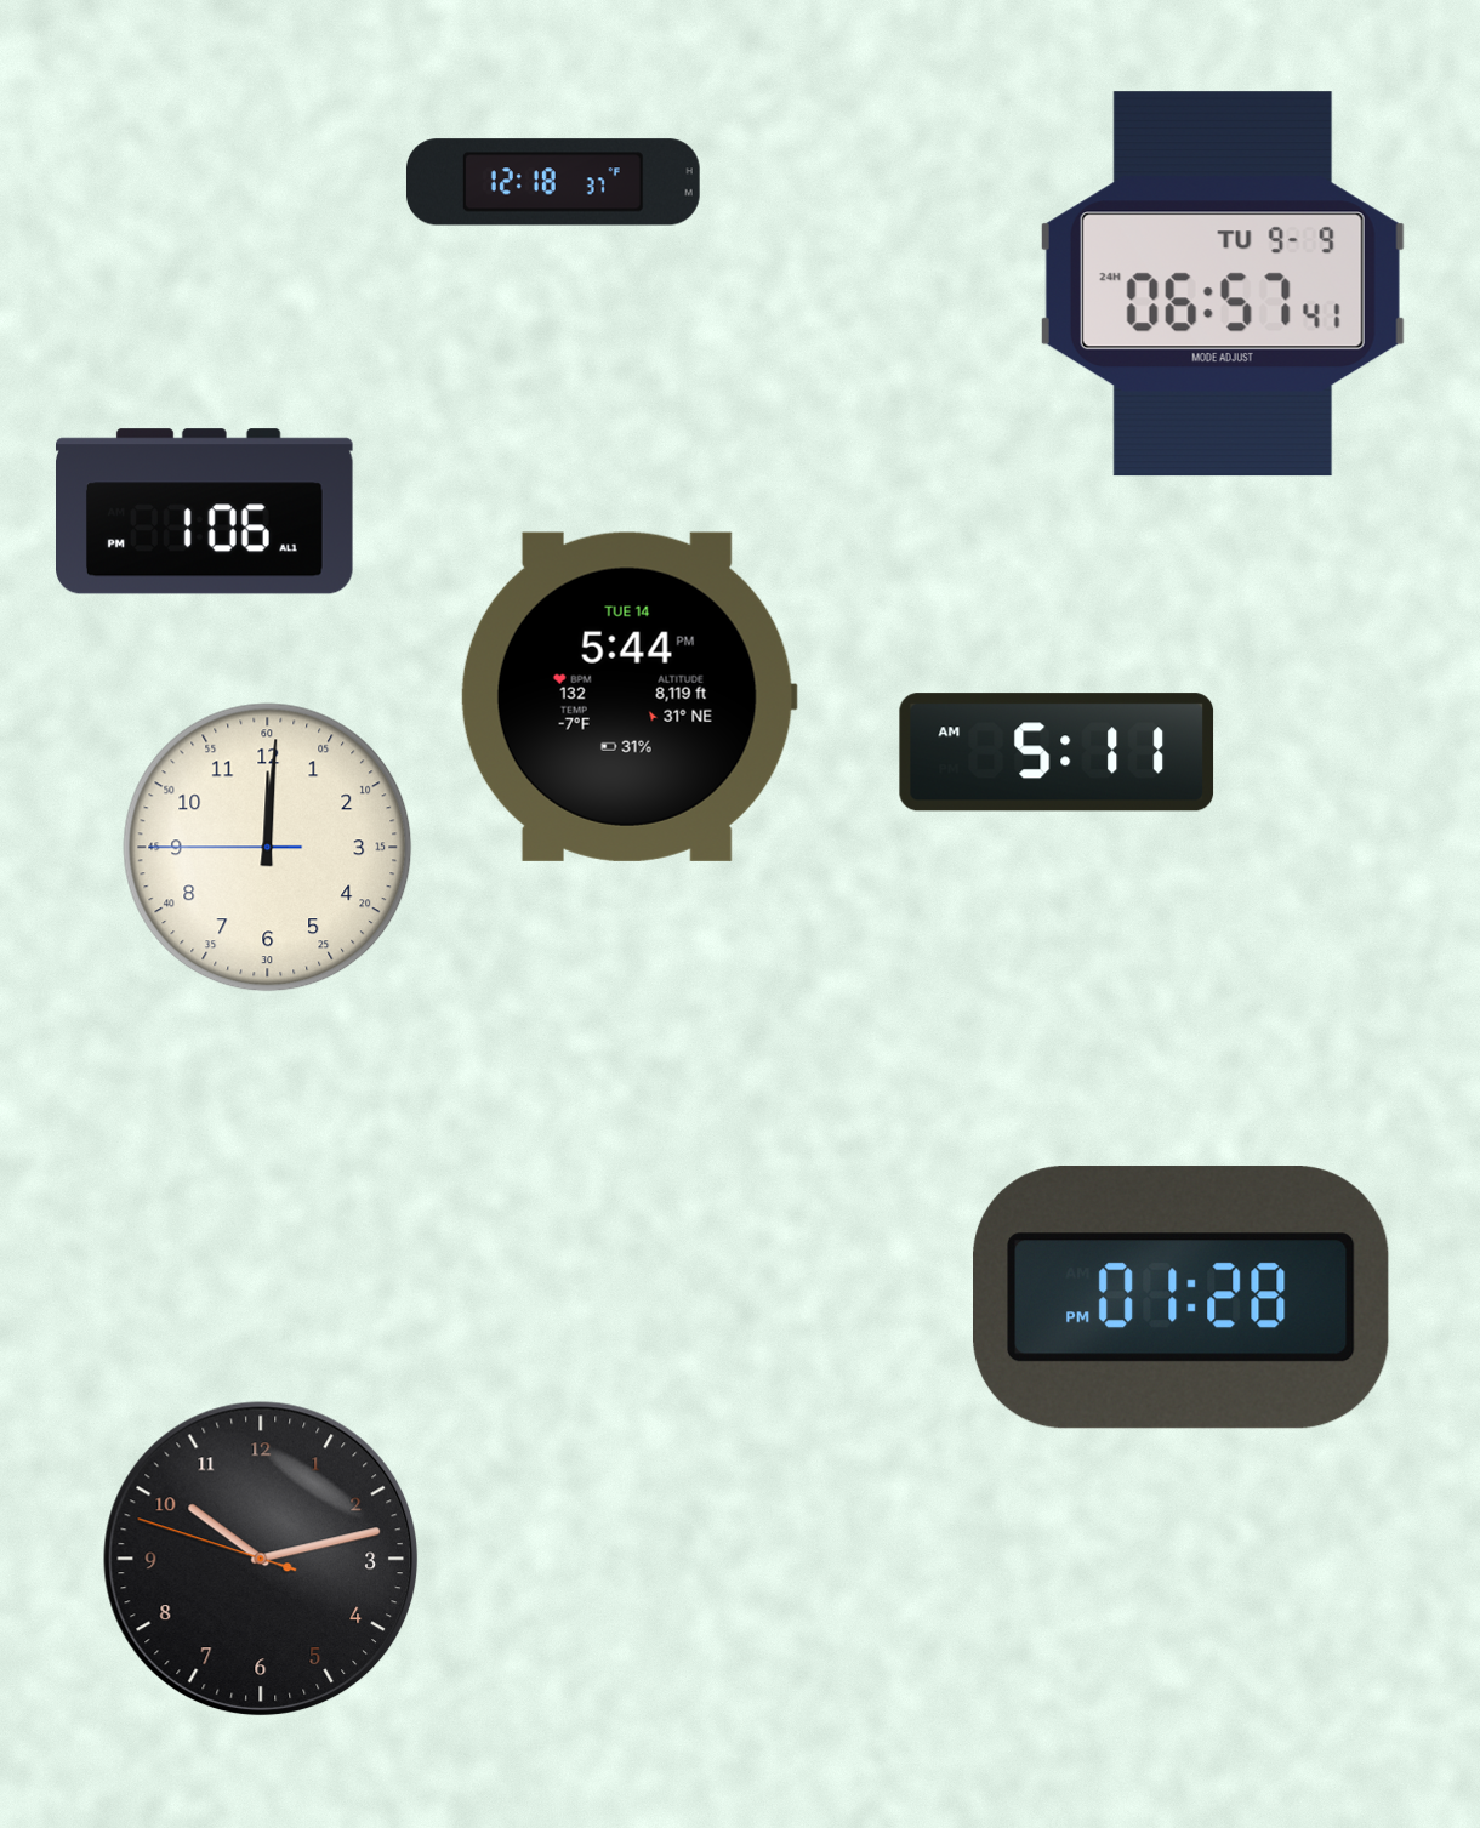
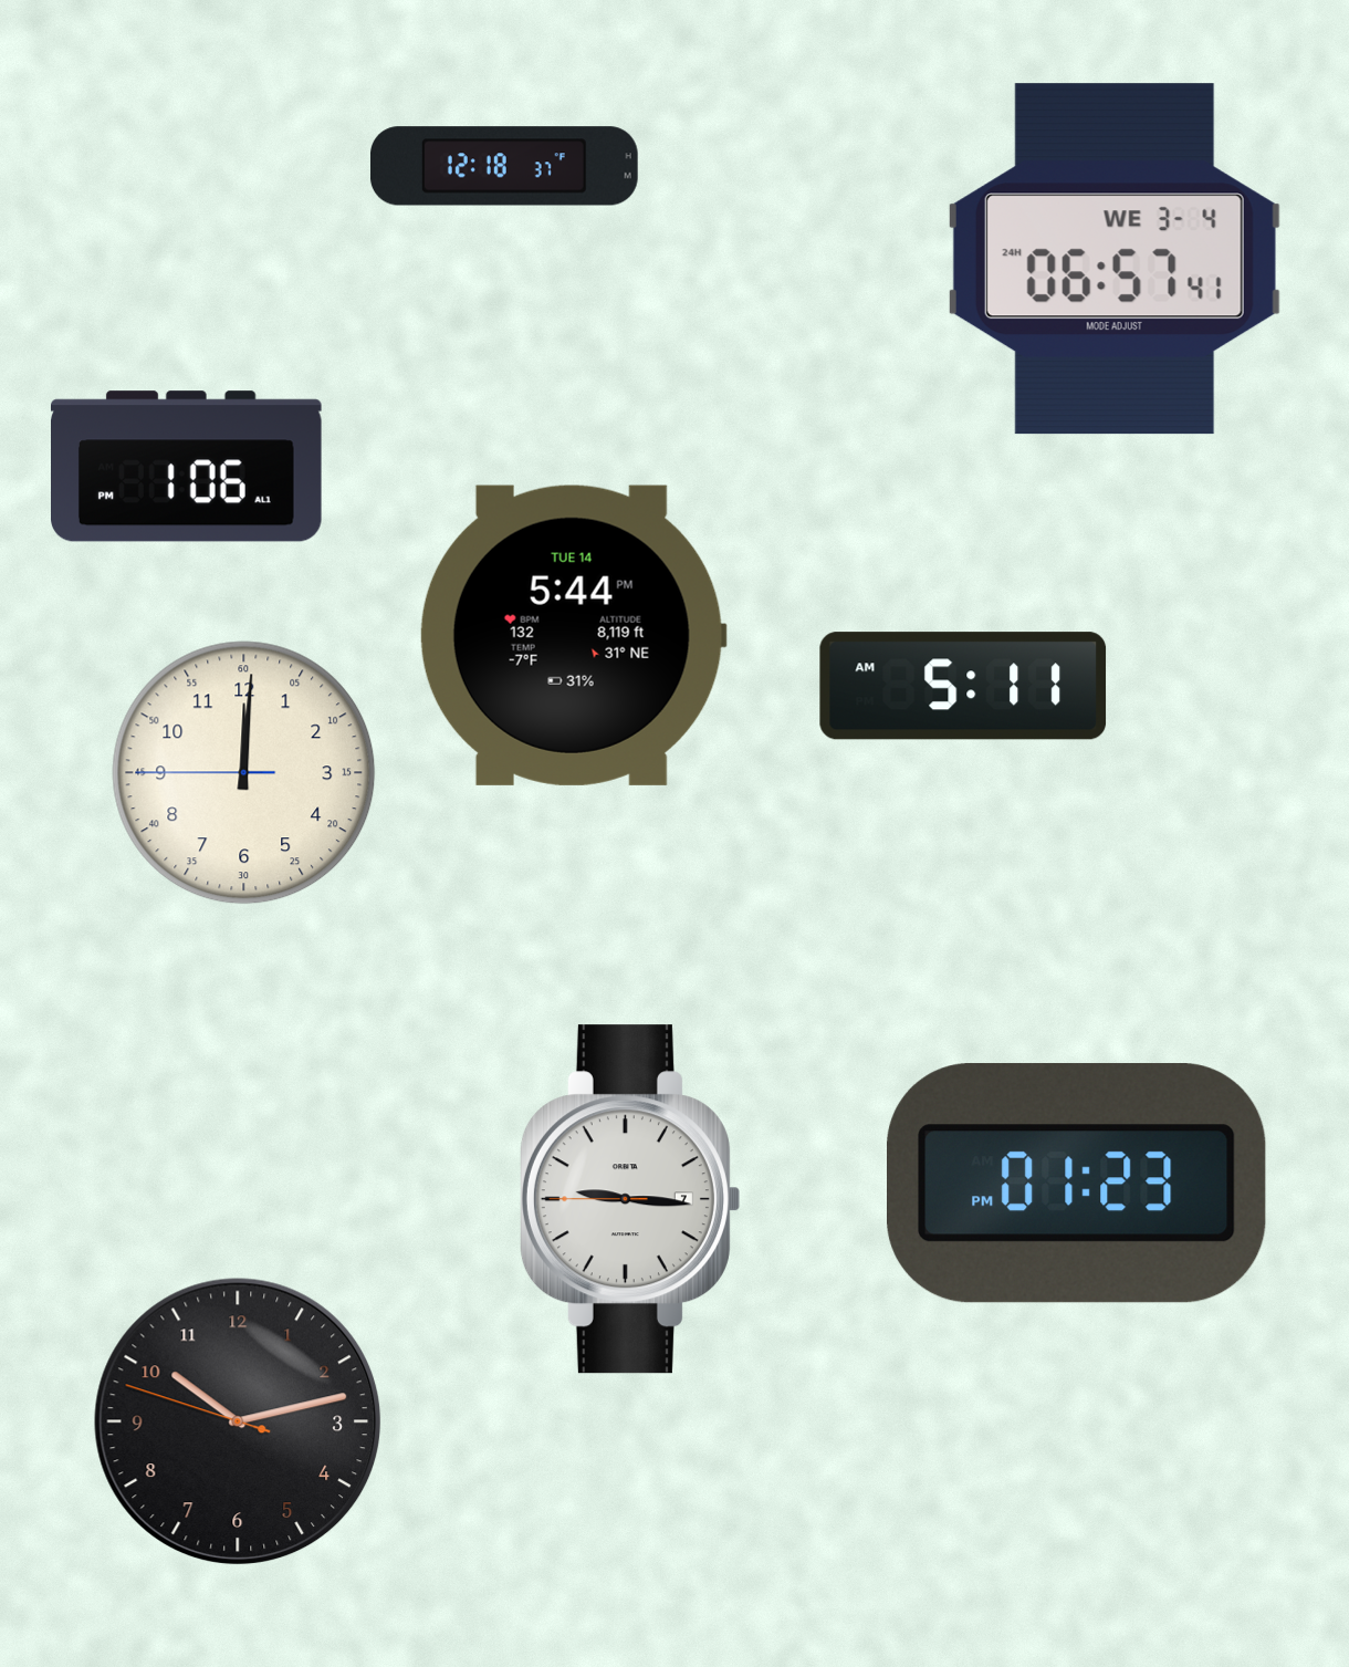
clock at (1223, 284) date: TU 9-9 -> WE 3-4
clock at (1182, 1298): 01:28 -> 01:23
clock at (629, 1199): none -> 9:15
